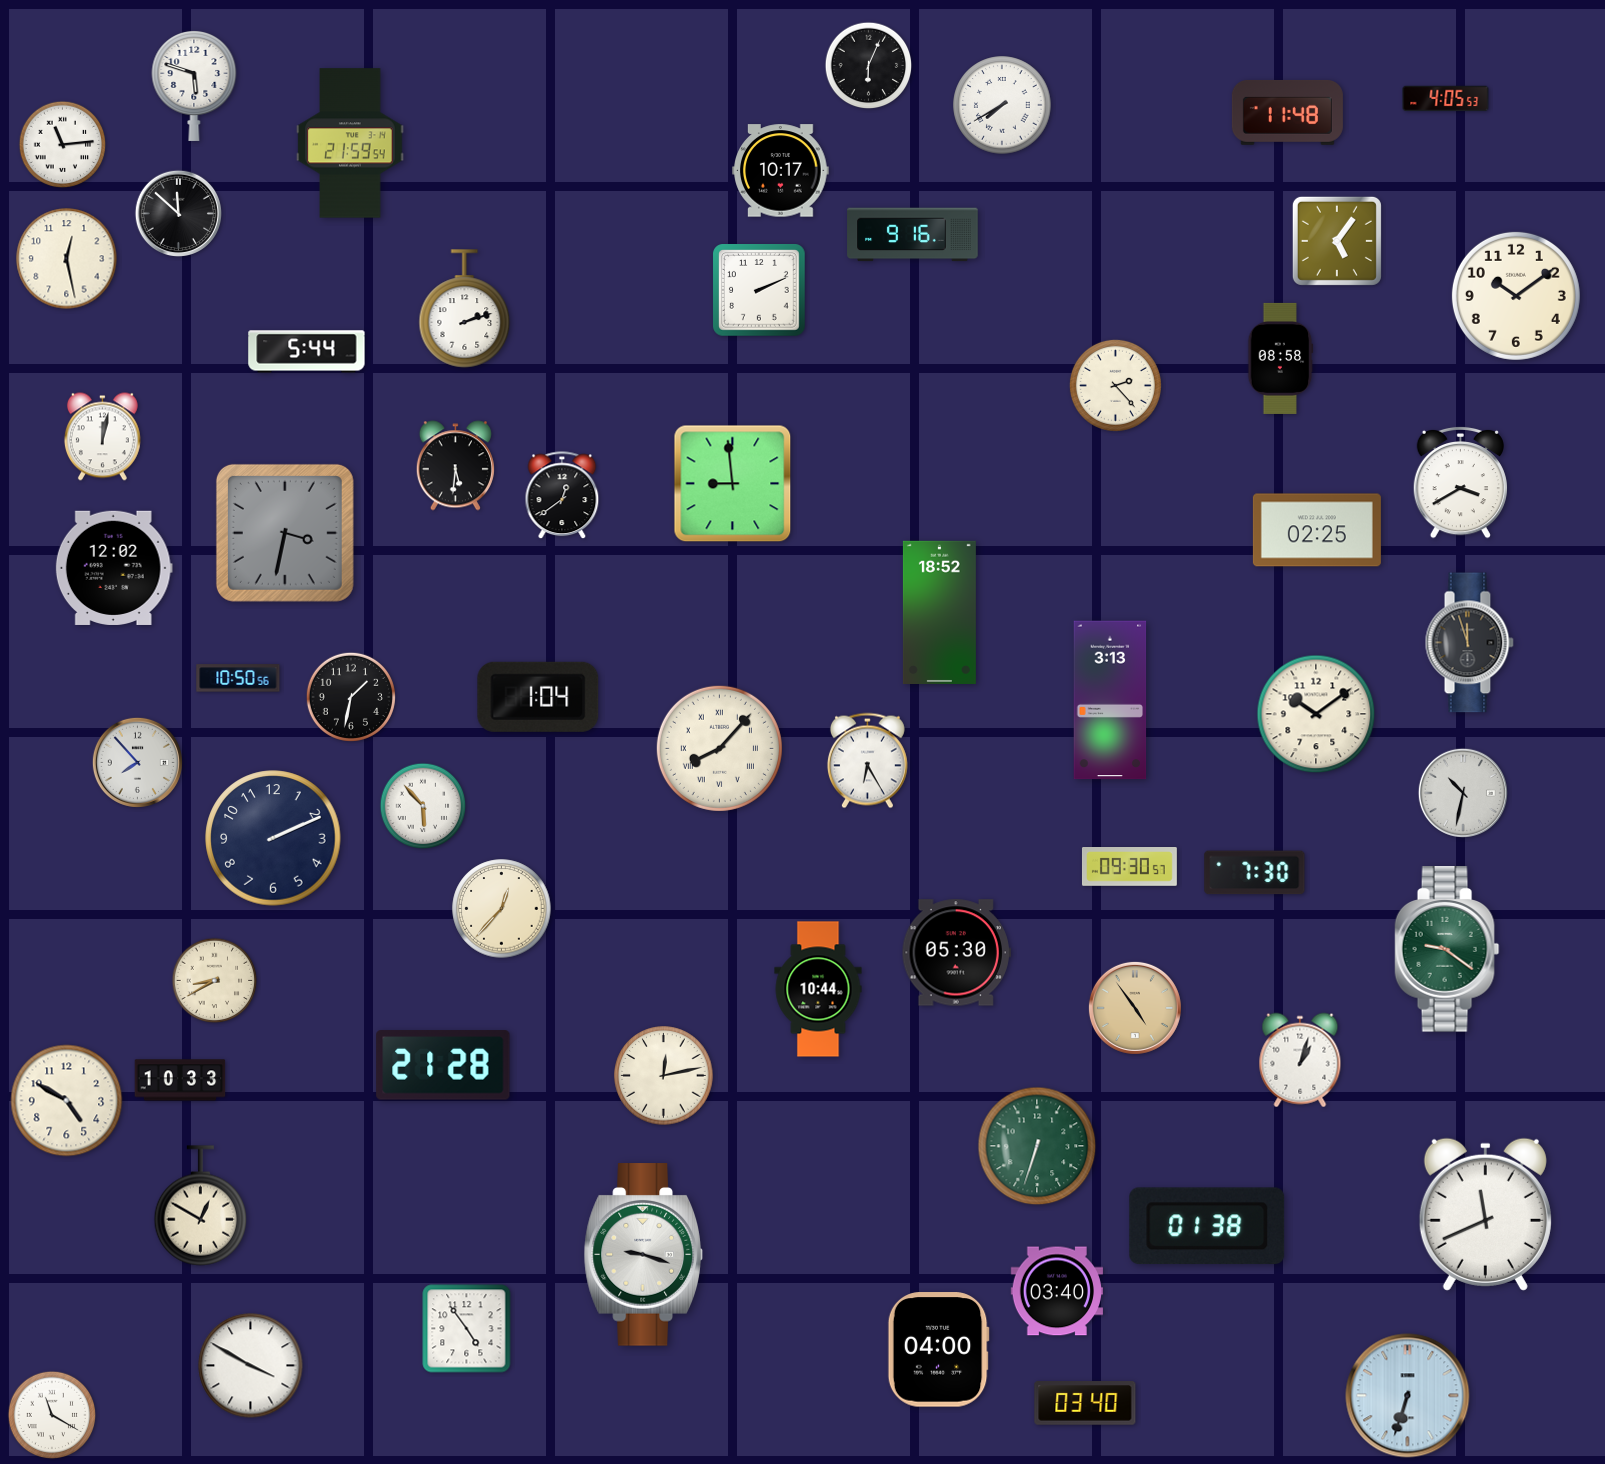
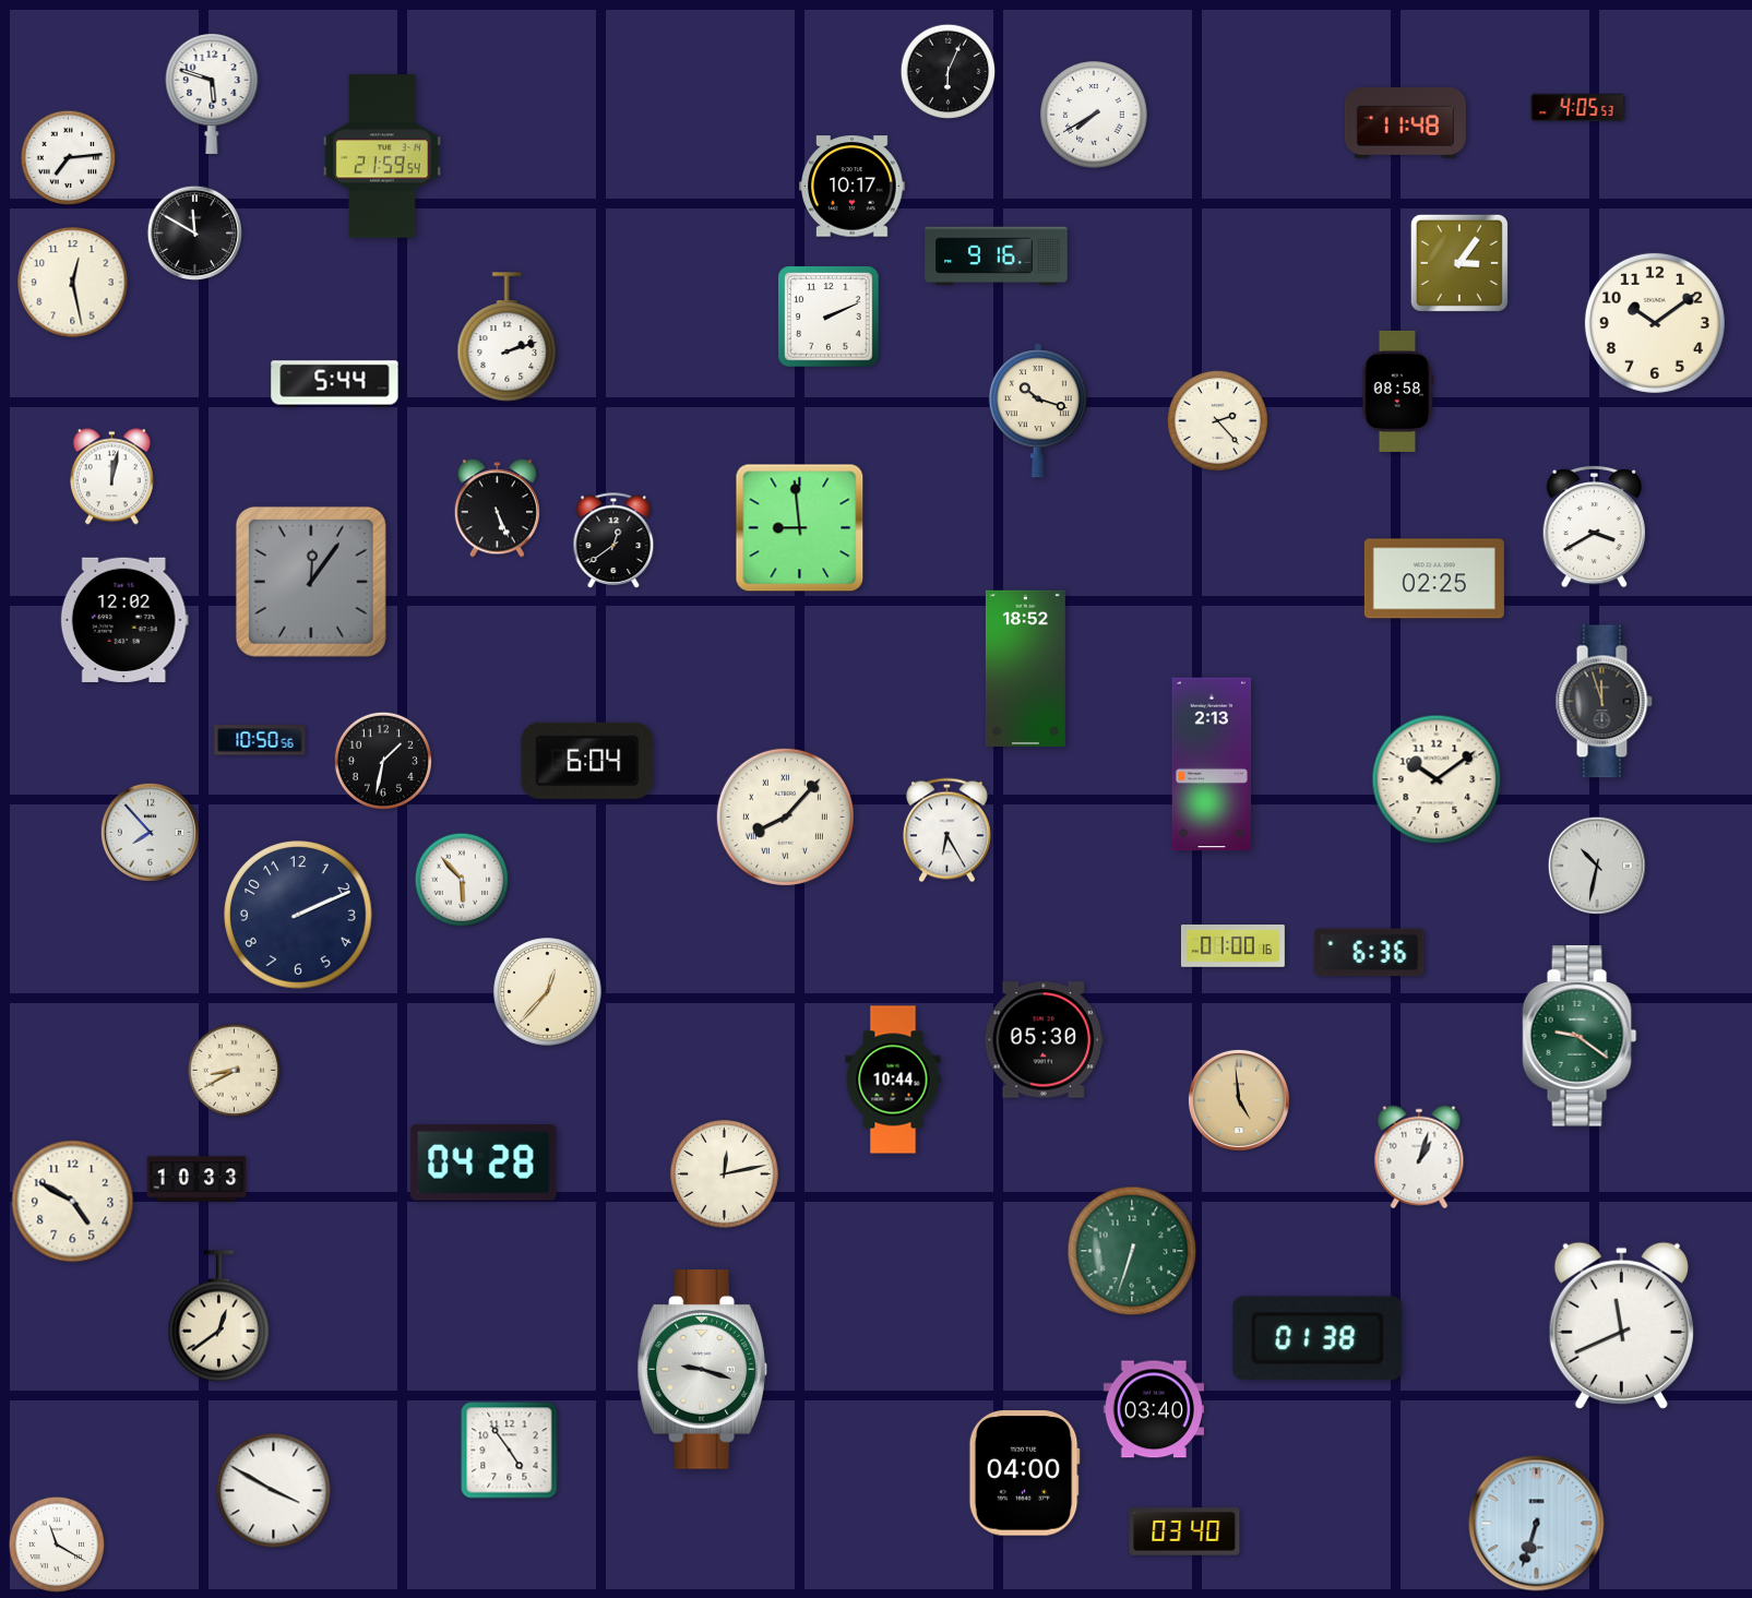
clock at (63, 145): 11:14 -> 7:14
clock at (178, 213): 11:52 -> 11:50
clock at (1337, 241): 5:06 -> 3:06
clock at (1038, 410): none -> 10:18
clock at (455, 466): 5:31 -> 5:26
clock at (1317, 530) position: (1317, 530) -> (1434, 579)
clock at (285, 533): 3:32 -> 12:06
clock at (538, 697): 1:04 -> 6:04
clock at (1110, 700): 3:13 -> 2:13
clock at (1129, 867): 09:30 -> 01:00
clock at (1255, 873): 7:30 -> 6:36
clock at (1135, 1008): 4:54 -> 4:59
clock at (443, 1065): 21:28 -> 04:28
clock at (201, 1206): 12:50 -> 12:39
